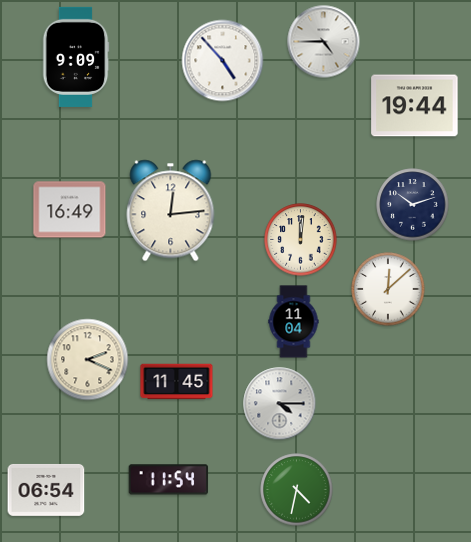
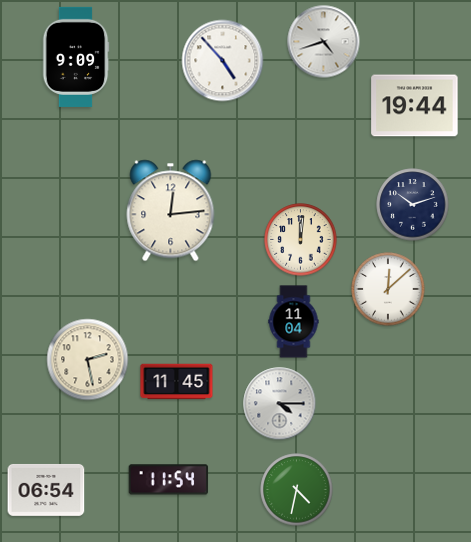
clock at (324, 42): 4:45 -> 4:42
clock at (70, 210): 16:49 -> none
clock at (88, 360): 2:19 -> 2:28
